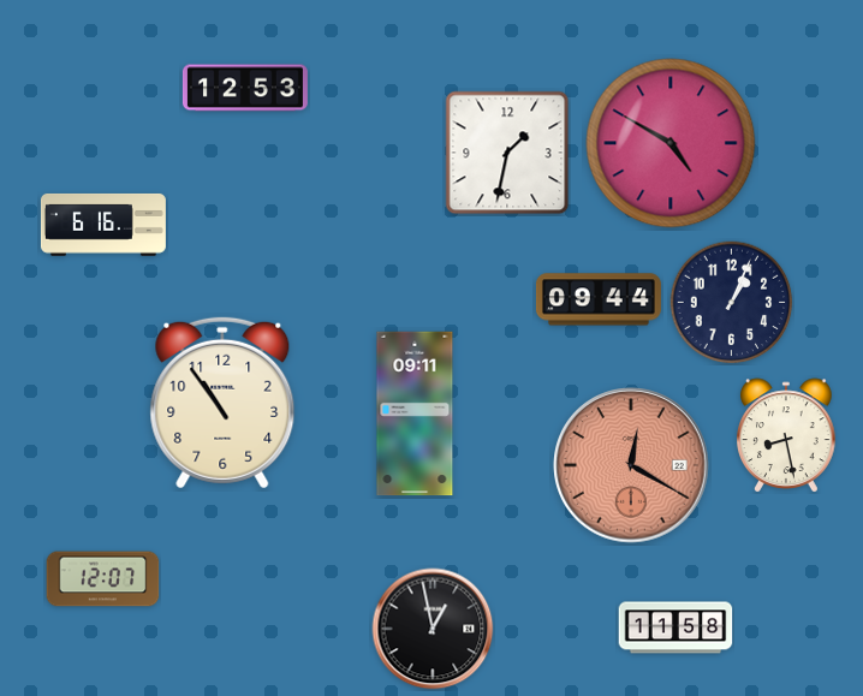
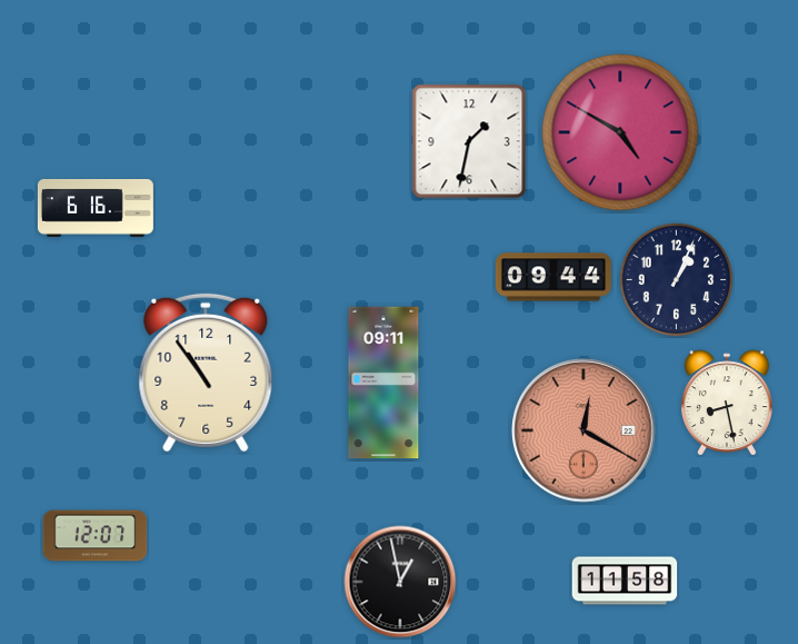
clock at (245, 88): 12:53 -> none
